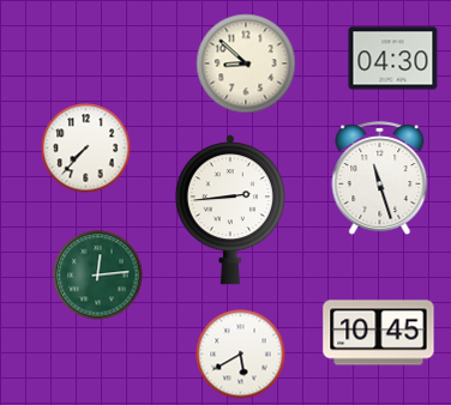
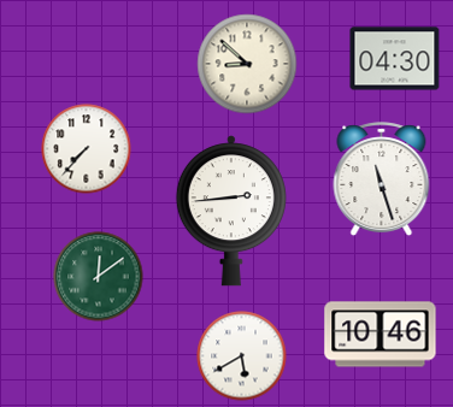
clock at (98, 276): 12:14 -> 12:09
clock at (379, 333): 10:45 -> 10:46
